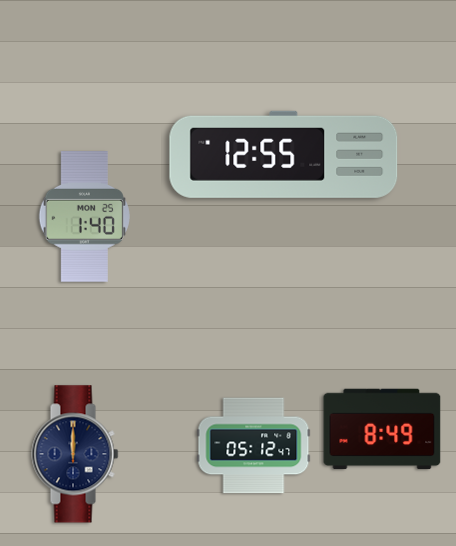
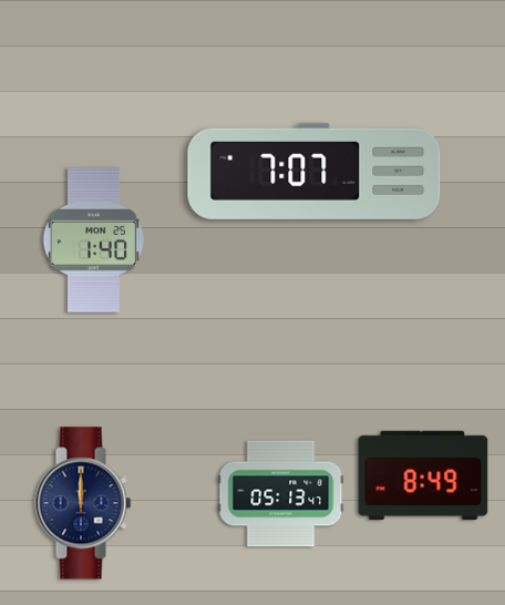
clock at (284, 154): 12:55 -> 7:07
clock at (254, 446): 05:12 -> 05:13
